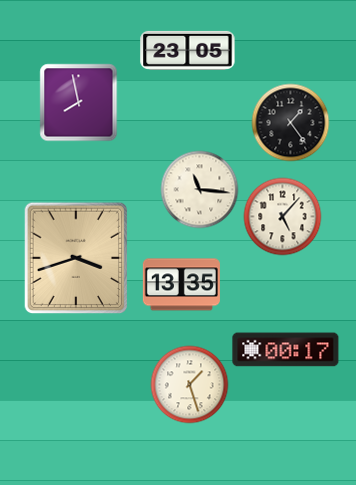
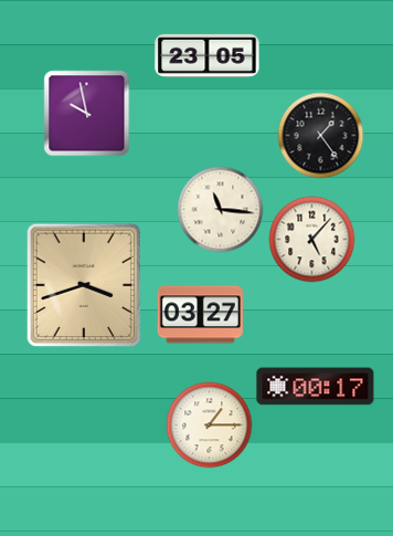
clock at (78, 102): 7:58 -> 9:58
clock at (181, 285): 13:35 -> 03:27
clock at (189, 384): 1:27 -> 1:15
